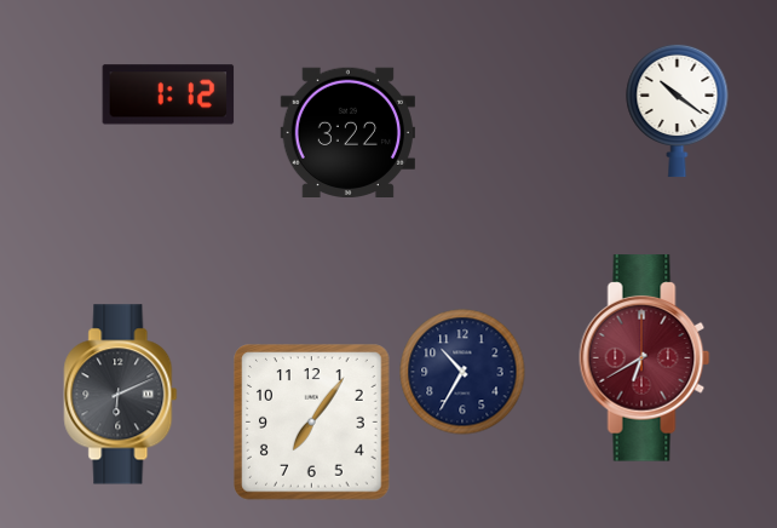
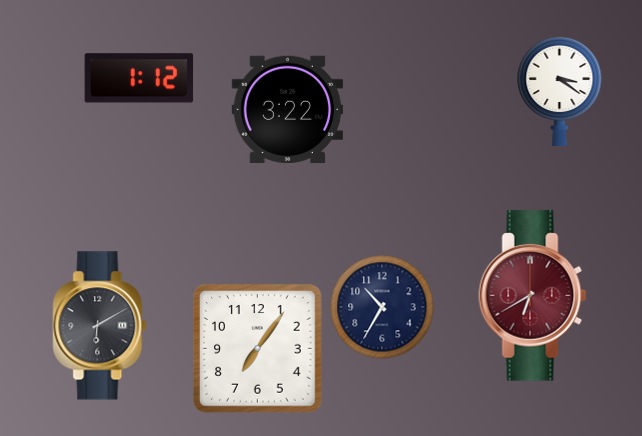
clock at (678, 110): 10:21 -> 3:21
clock at (121, 395): 6:11 -> 6:10
